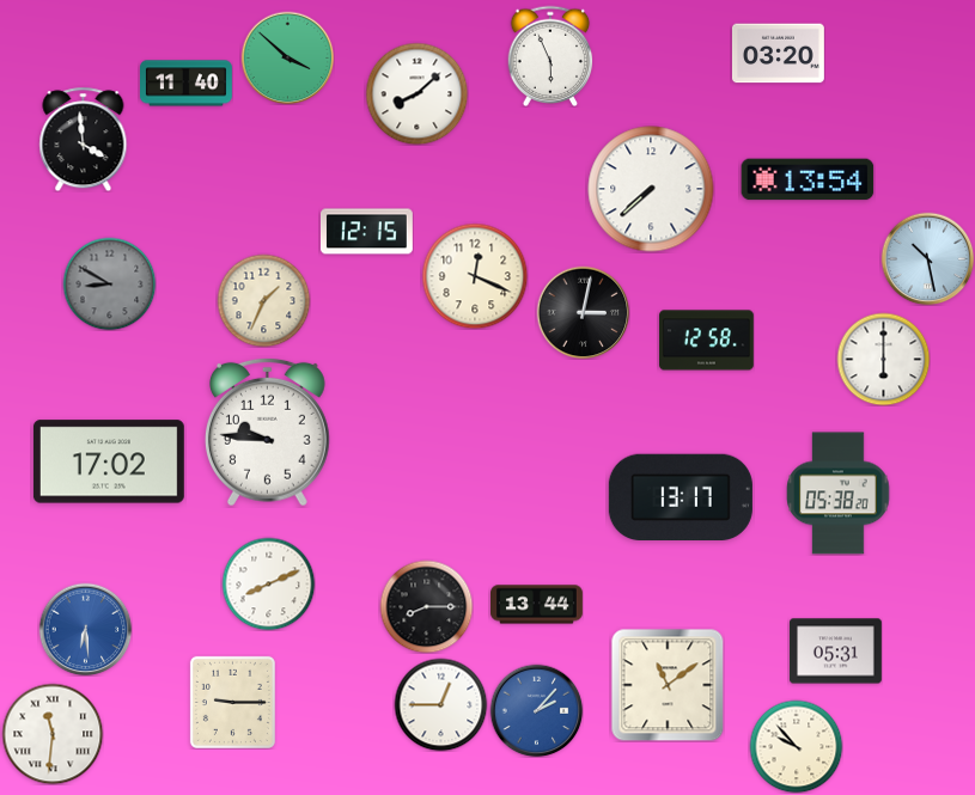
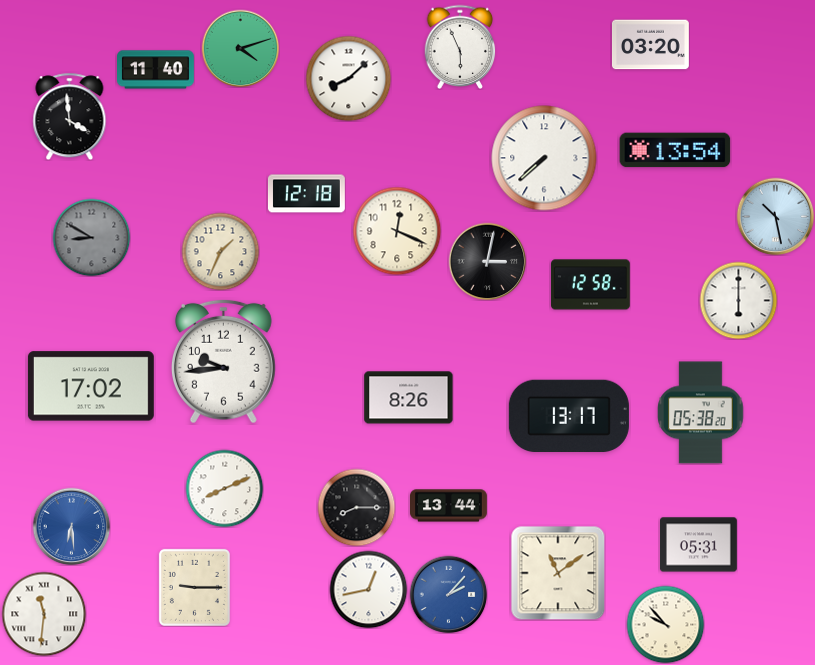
clock at (287, 57): 3:52 -> 4:12
clock at (367, 232): 12:15 -> 12:18
clock at (267, 432): 9:46 -> 9:44
clock at (409, 398): none -> 8:26
clock at (440, 704): 12:45 -> 12:43
